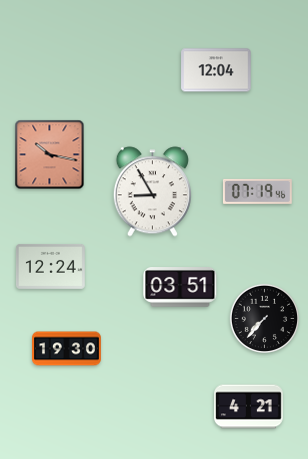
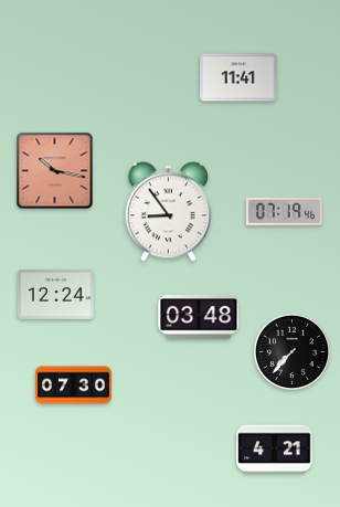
clock at (216, 70): 12:04 -> 11:41
clock at (152, 192): 8:55 -> 8:54
clock at (180, 288): 03:51 -> 03:48
clock at (67, 349): 19:30 -> 07:30
